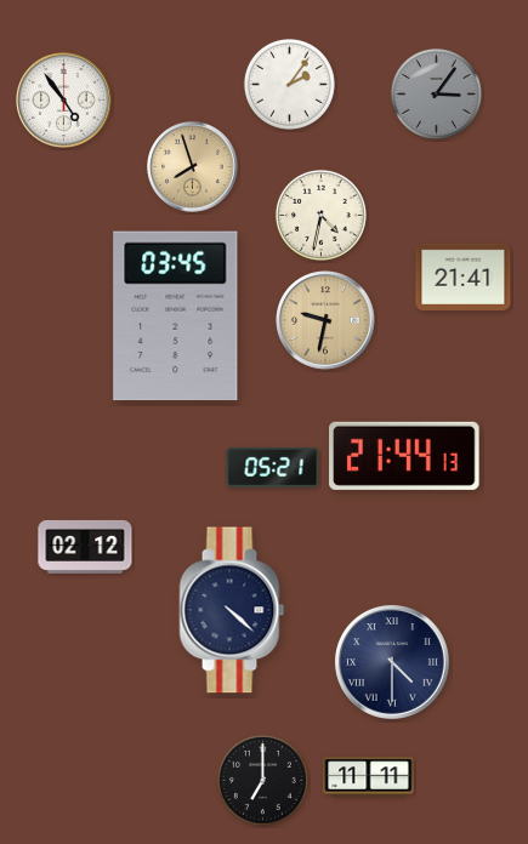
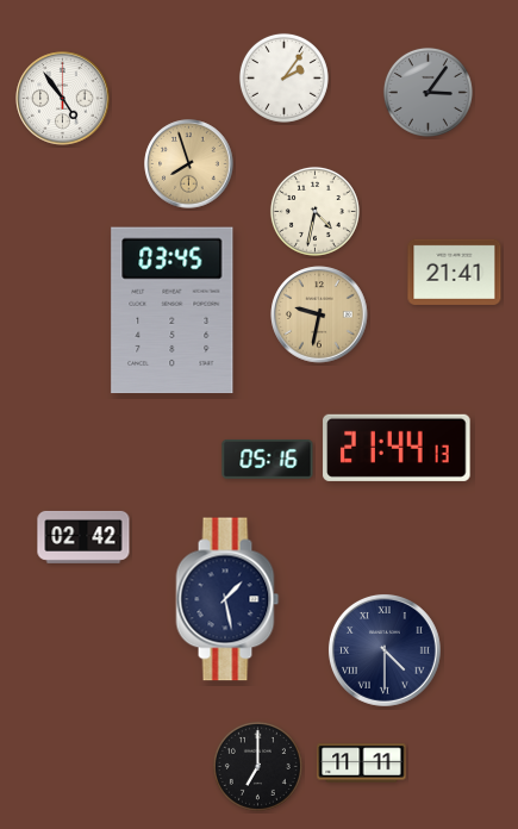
clock at (289, 84) position: (289, 84) -> (283, 77)
clock at (273, 467): 05:21 -> 05:16
clock at (85, 547): 02:12 -> 02:42
clock at (232, 610): 4:22 -> 1:28
